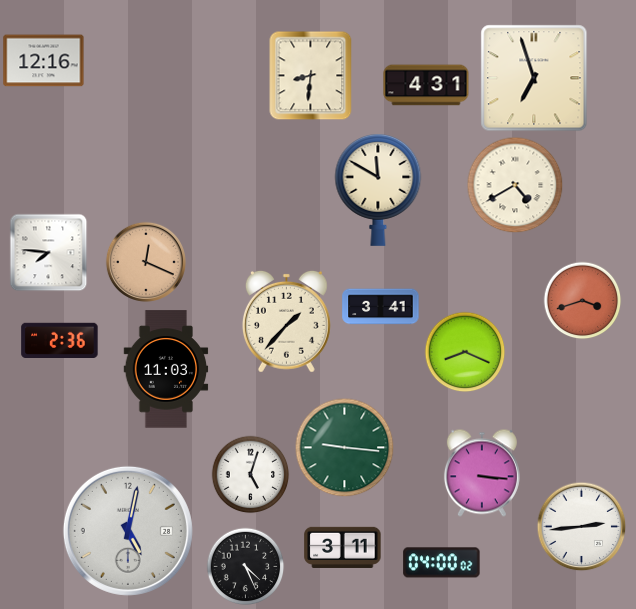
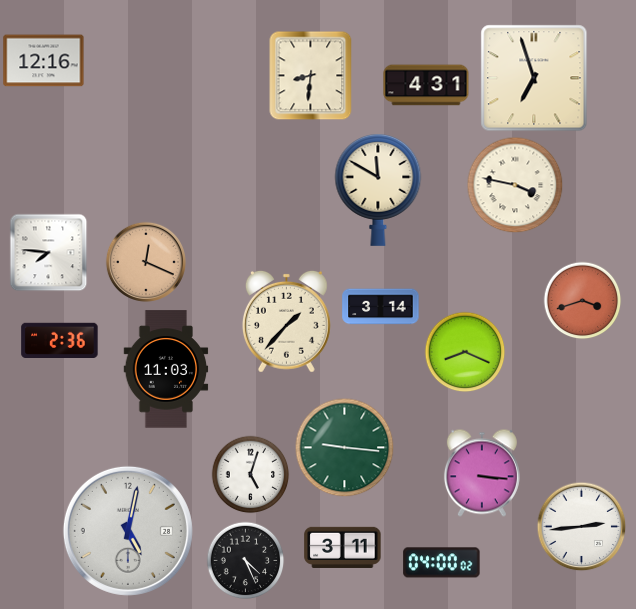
clock at (515, 185): 4:40 -> 3:47
clock at (381, 307): 3:41 -> 3:14
clock at (245, 566) position: (245, 566) -> (245, 560)
